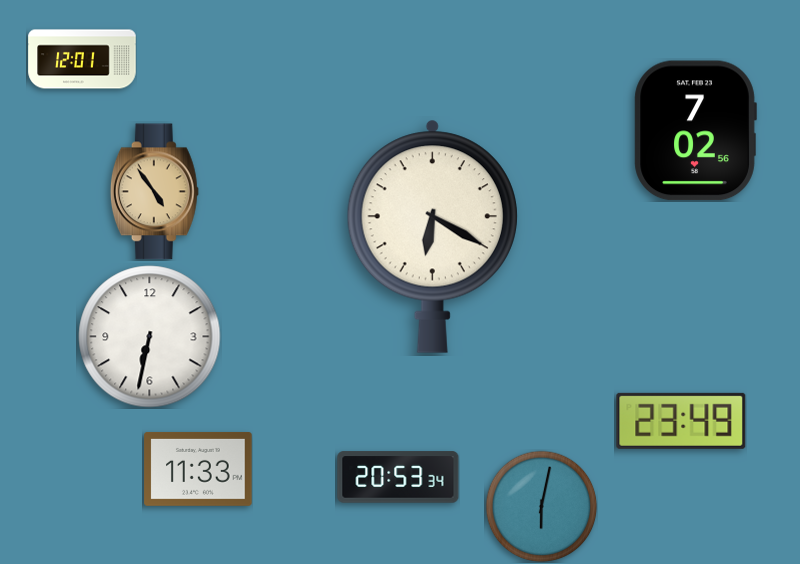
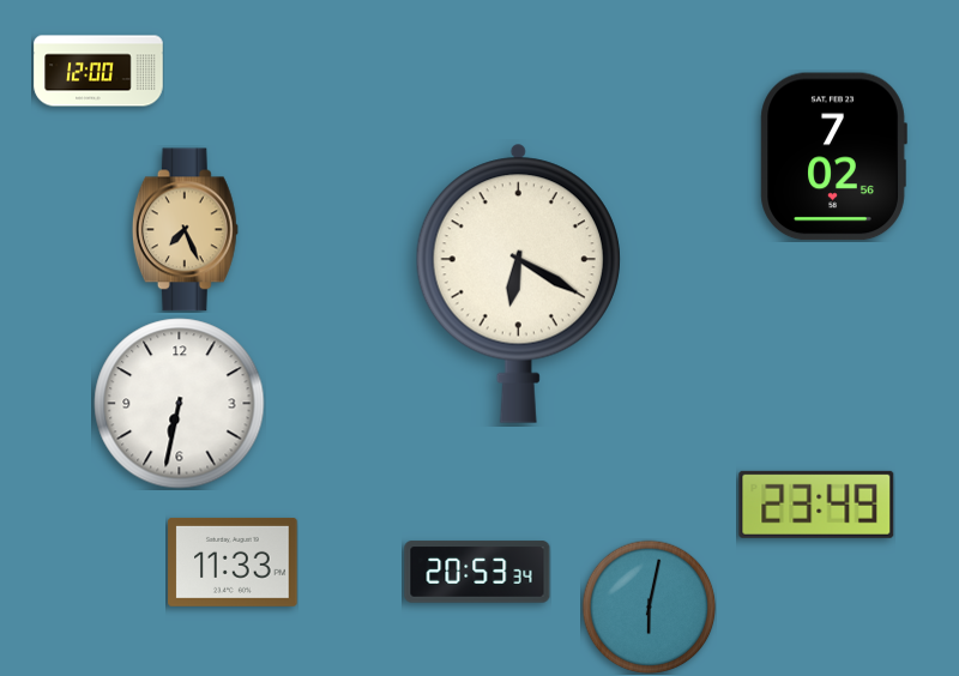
clock at (82, 59): 12:01 -> 12:00
clock at (154, 192): 4:54 -> 7:26
clock at (198, 469) position: (198, 469) -> (233, 562)
